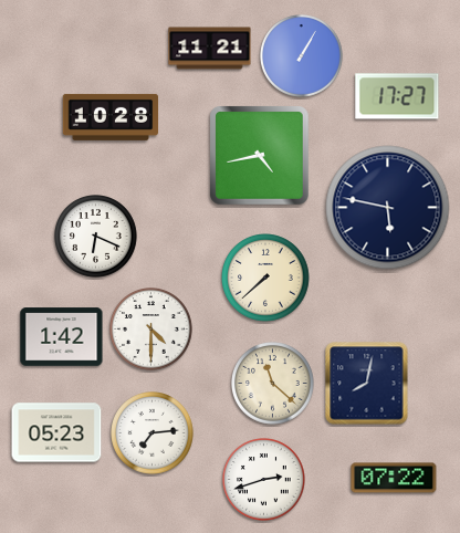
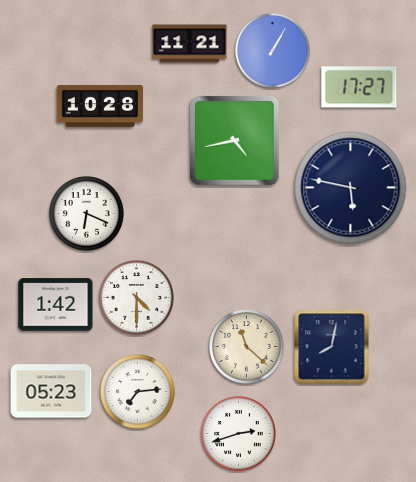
clock at (265, 278): 7:38 -> none
clock at (394, 478): 07:22 -> none
